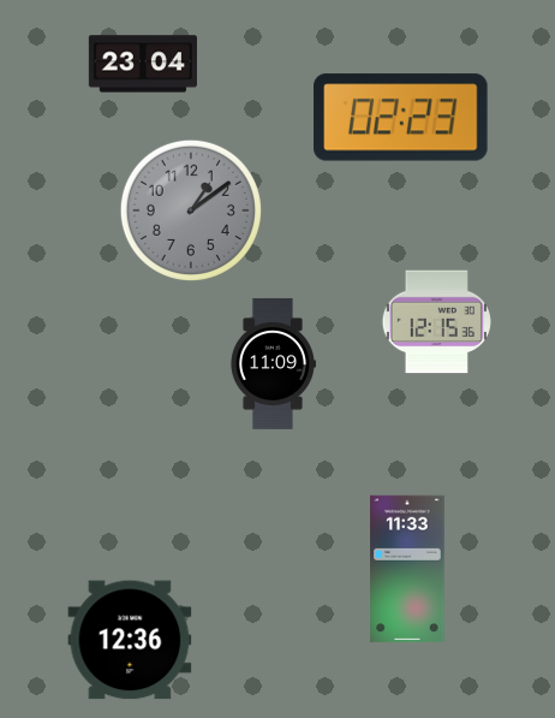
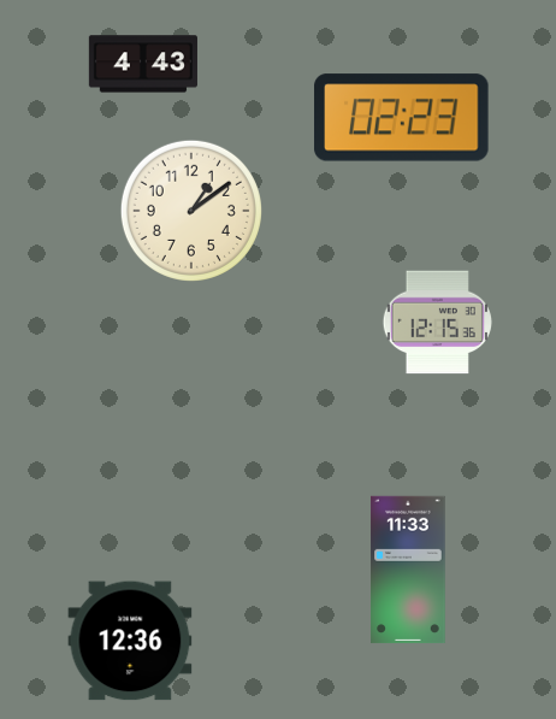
clock at (143, 64): 23:04 -> 4:43
clock at (191, 210) dial: grey -> cream
clock at (273, 363): 11:09 -> none
